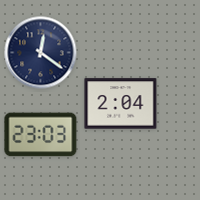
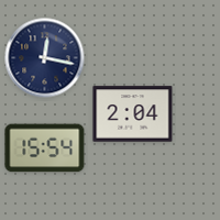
clock at (41, 53): 12:21 -> 12:17
clock at (41, 135): 23:03 -> 15:54
